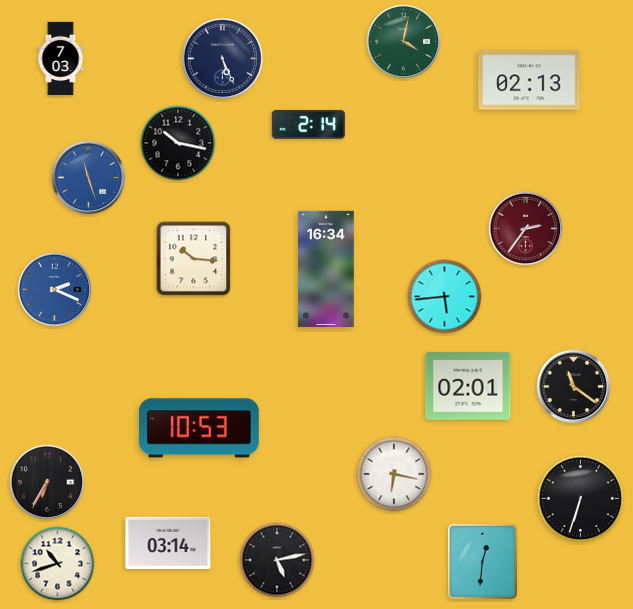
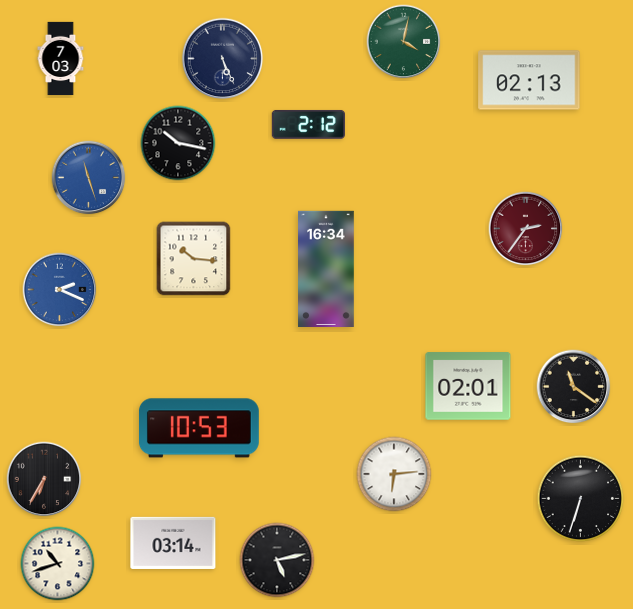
clock at (308, 124): 2:14 -> 2:12
clock at (55, 290) position: (55, 290) -> (60, 290)
clock at (445, 297): 5:44 -> none
clock at (394, 474): 6:17 -> 6:14
clock at (47, 482) position: (47, 482) -> (44, 479)
clock at (168, 543) position: (168, 543) -> (173, 543)
clock at (482, 561): 12:31 -> none
